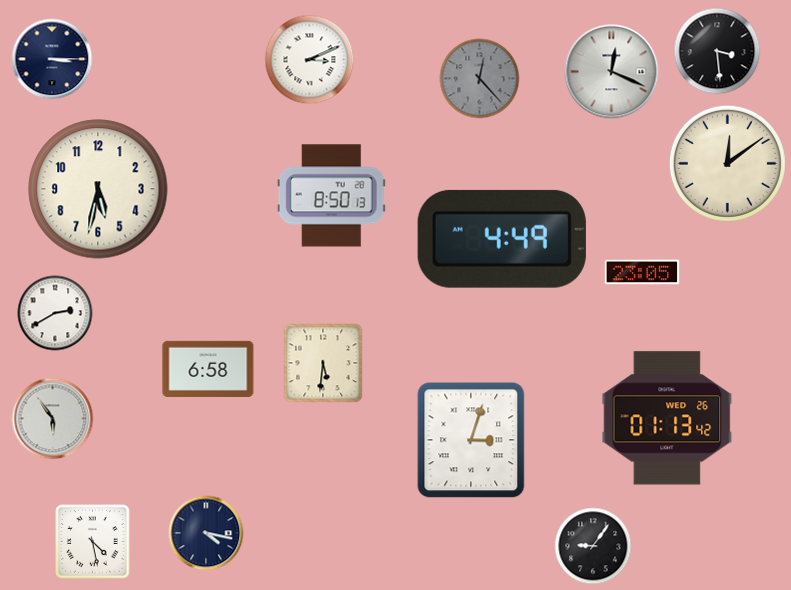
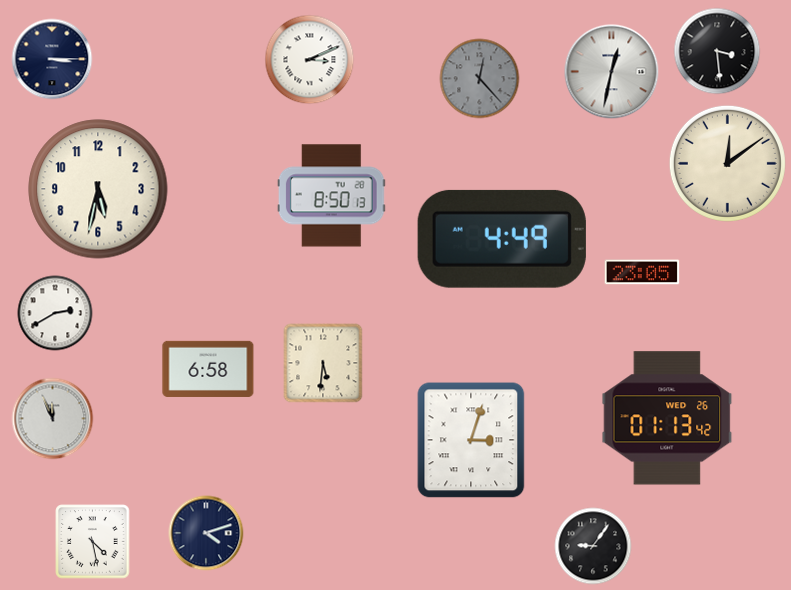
clock at (612, 72): 12:19 -> 12:32
clock at (53, 419): 5:54 -> 11:56
clock at (206, 533): 4:17 -> 4:12
